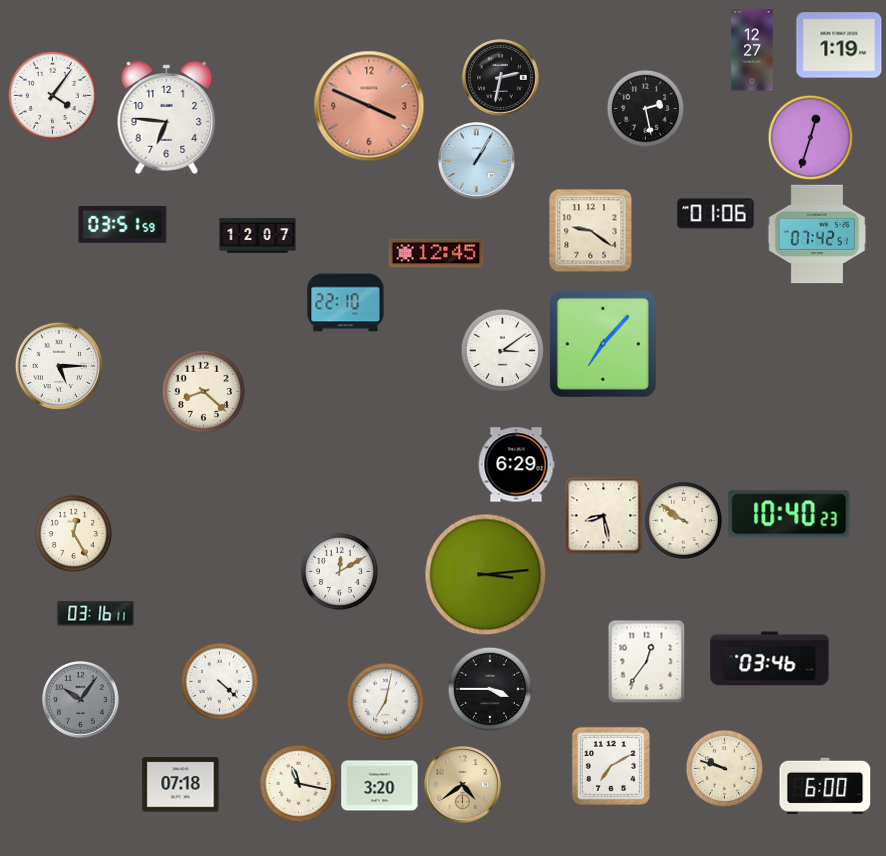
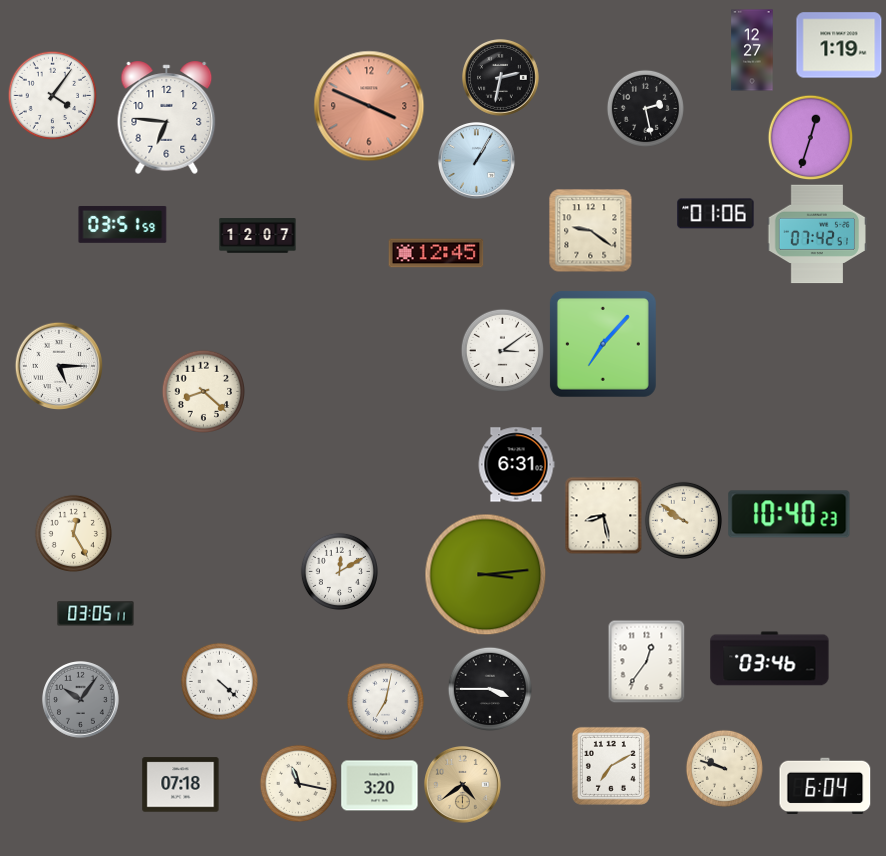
clock at (346, 303): 22:10 -> none
clock at (516, 465): 6:29 -> 6:31
clock at (96, 614): 03:16 -> 03:05
clock at (825, 785): 6:00 -> 6:04
